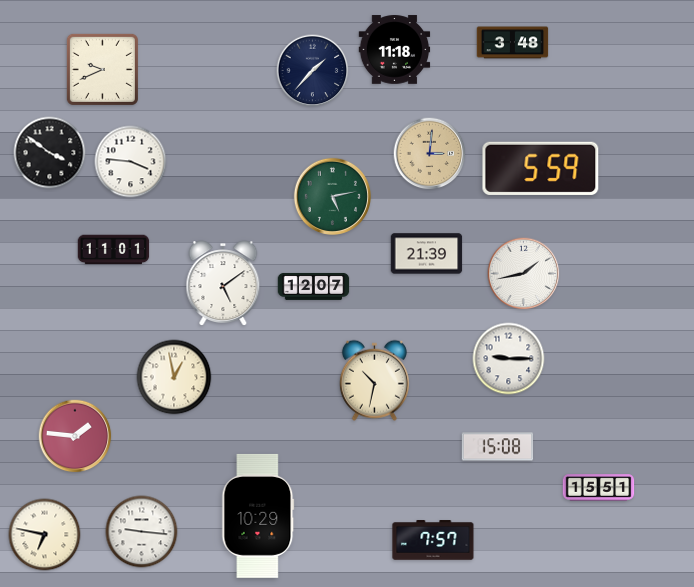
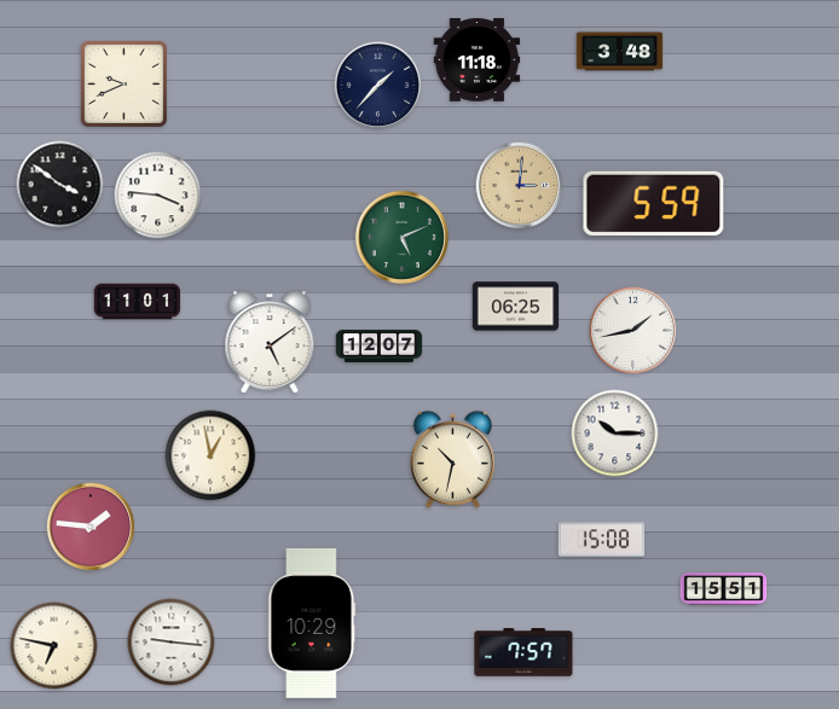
clock at (332, 196): 5:13 -> 5:11
clock at (427, 254): 21:39 -> 06:25
clock at (509, 359): 9:15 -> 10:15
